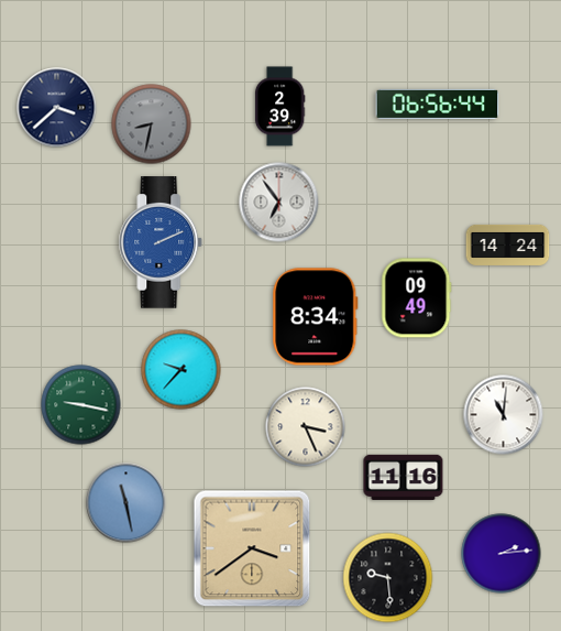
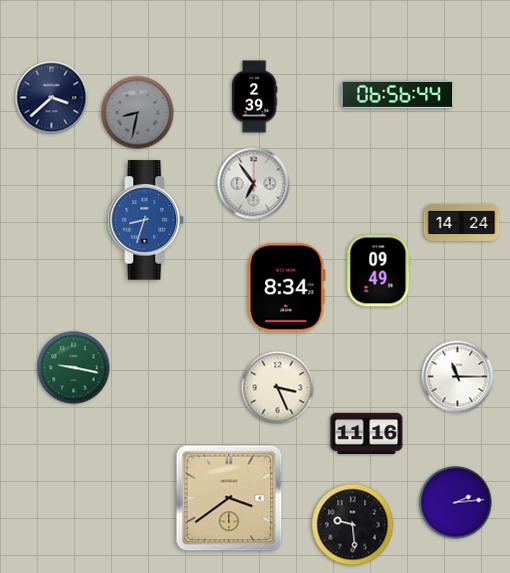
clock at (161, 242): 2:11 -> 8:33
clock at (182, 370): 9:37 -> none
clock at (504, 415): 11:01 -> 11:15
clock at (127, 503): 11:28 -> none
